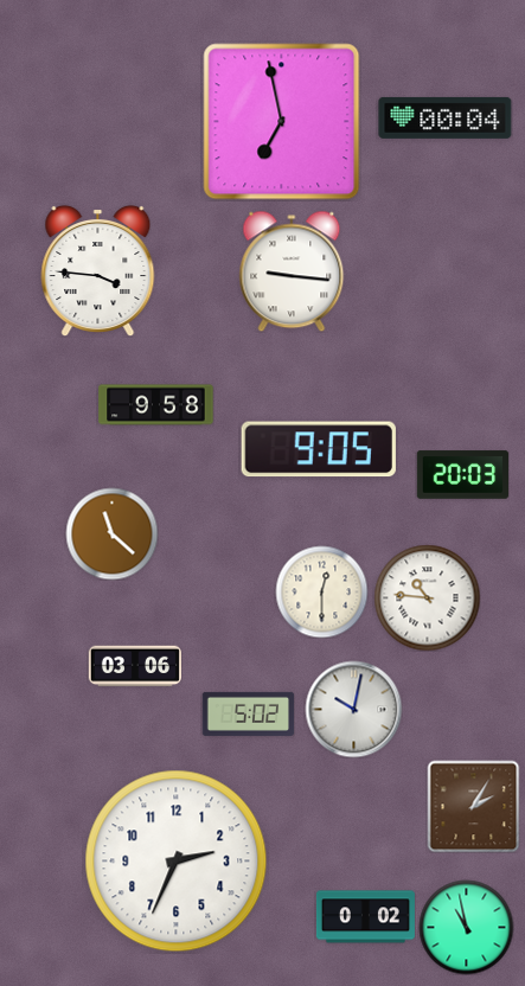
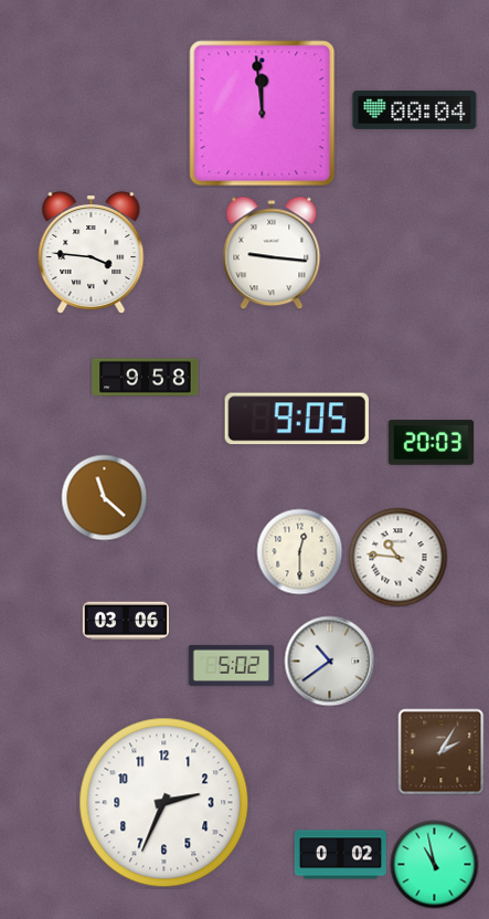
clock at (282, 122): 6:58 -> 11:59
clock at (353, 709): 10:02 -> 10:39
